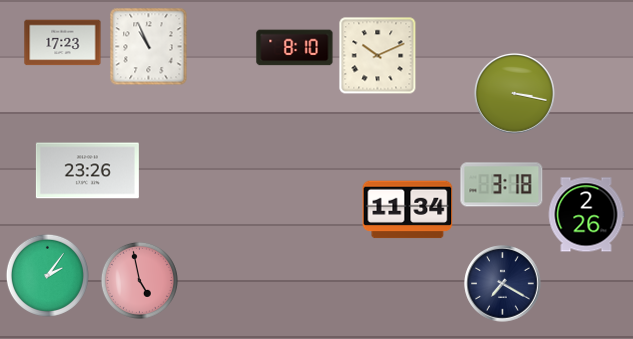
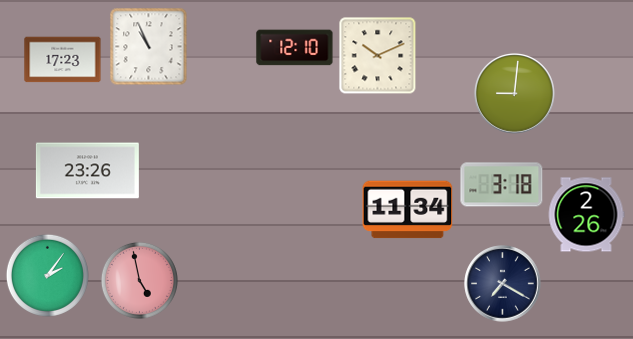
clock at (63, 43) position: (63, 43) -> (63, 60)
clock at (295, 48): 8:10 -> 12:10
clock at (515, 94): 3:17 -> 9:01
